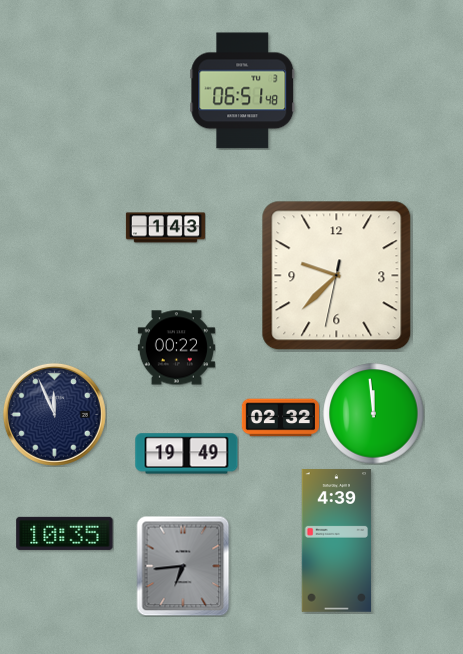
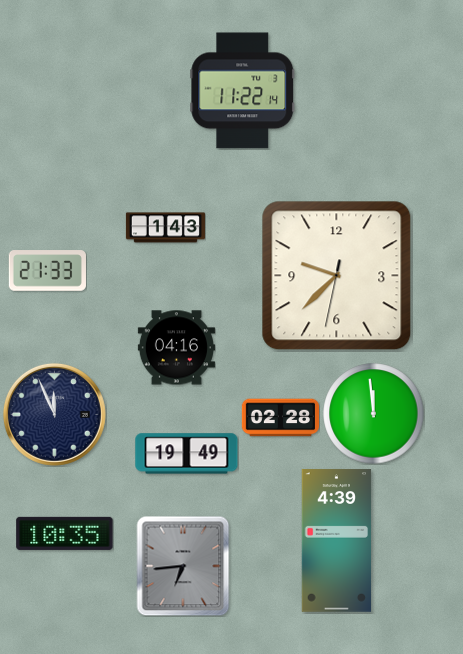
clock at (243, 91): 06:51 -> 11:22
clock at (47, 271): none -> 21:33
clock at (176, 348): 00:22 -> 04:16
clock at (280, 418): 02:32 -> 02:28
